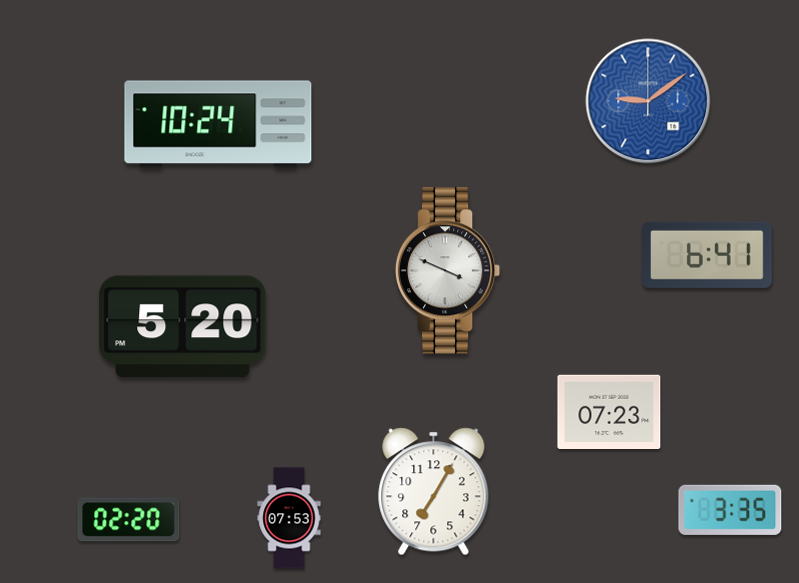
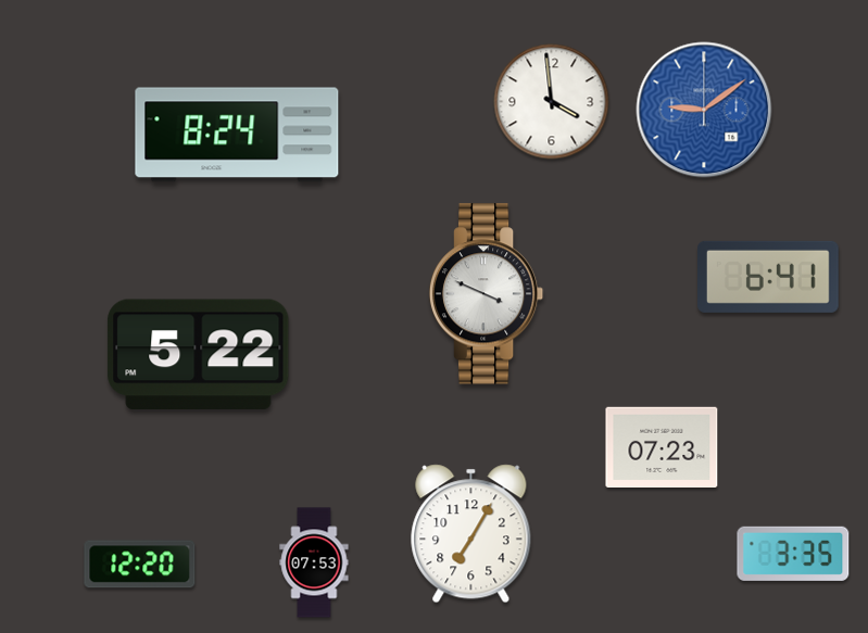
clock at (552, 102): none -> 3:59
clock at (218, 124): 10:24 -> 8:24
clock at (183, 326): 5:20 -> 5:22
clock at (129, 520): 02:20 -> 12:20
